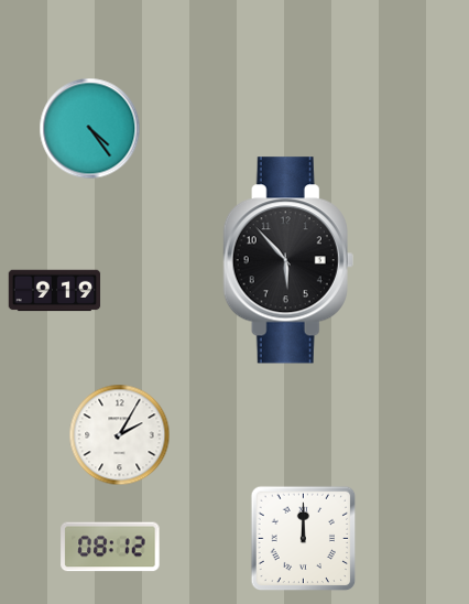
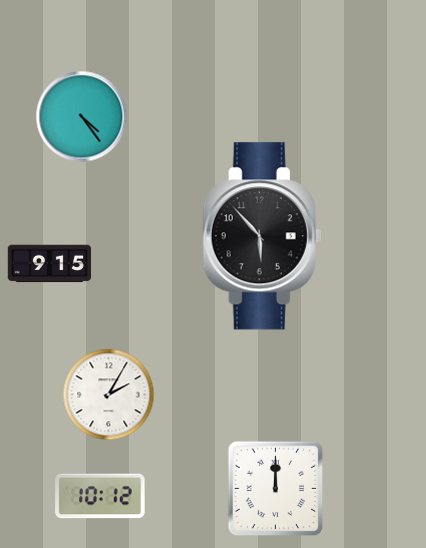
clock at (55, 291): 9:19 -> 9:15
clock at (110, 547): 08:12 -> 10:12
